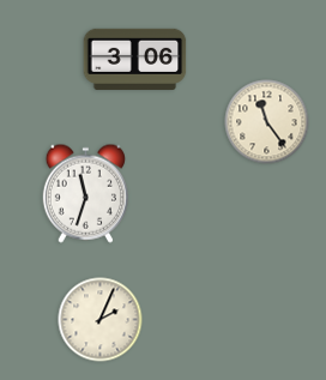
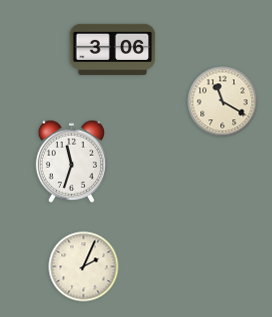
clock at (267, 122): 11:24 -> 11:20
